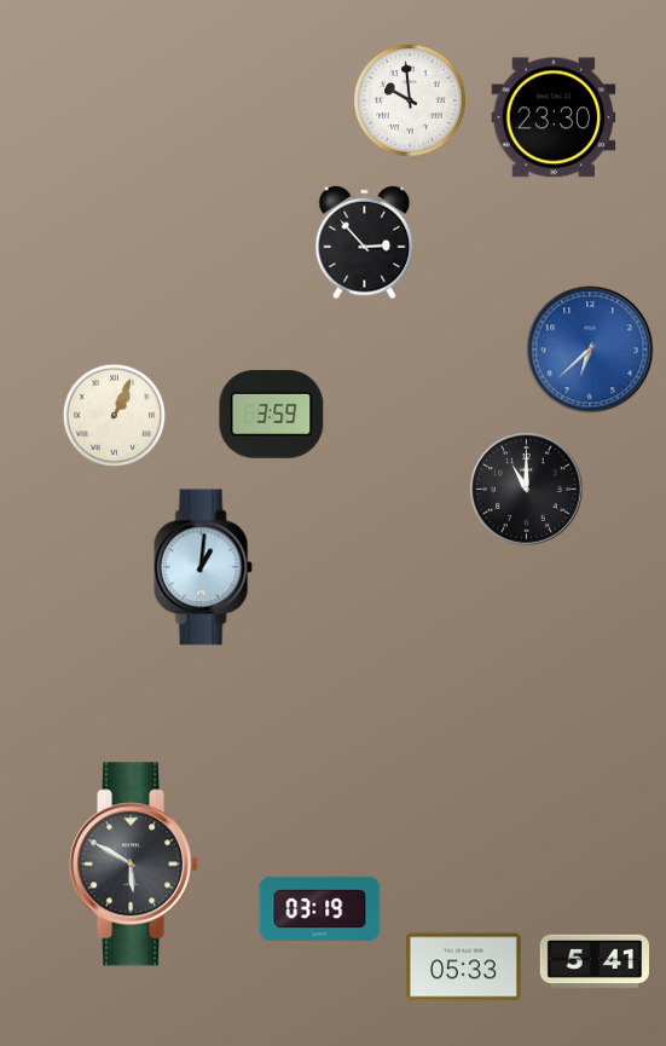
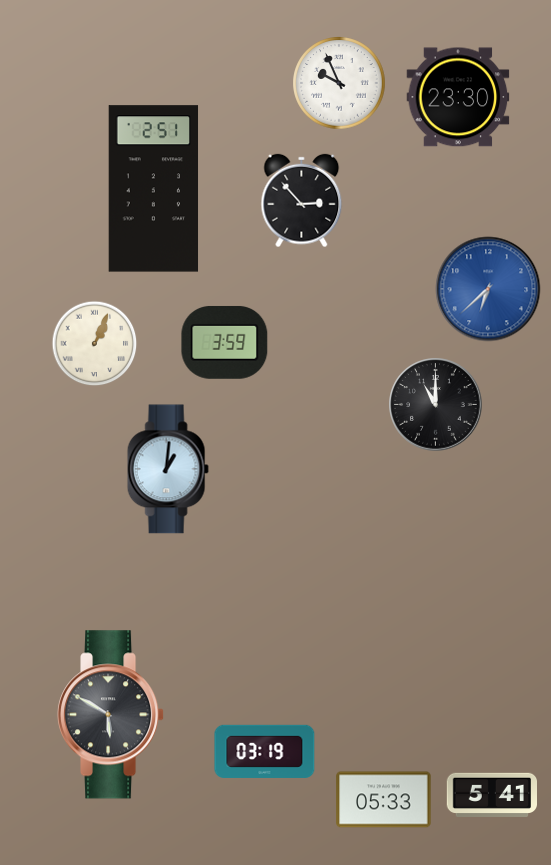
clock at (410, 100): 9:59 -> 9:56
clock at (154, 189): none -> 2:51
